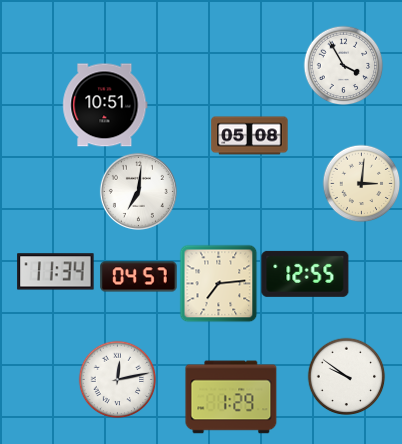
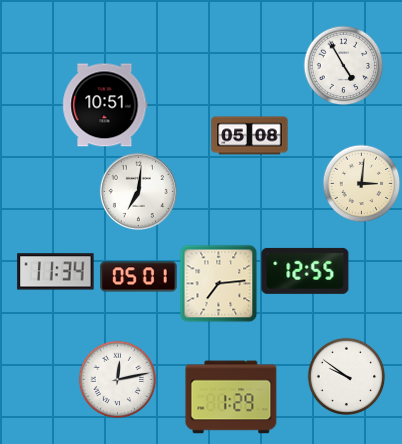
clock at (343, 65): 3:55 -> 4:55
clock at (305, 274) position: (305, 274) -> (305, 271)
clock at (139, 277): 04:57 -> 05:01
